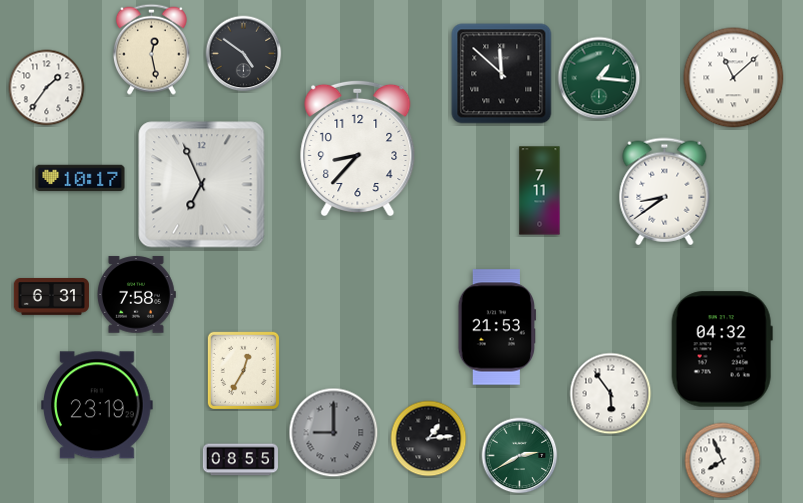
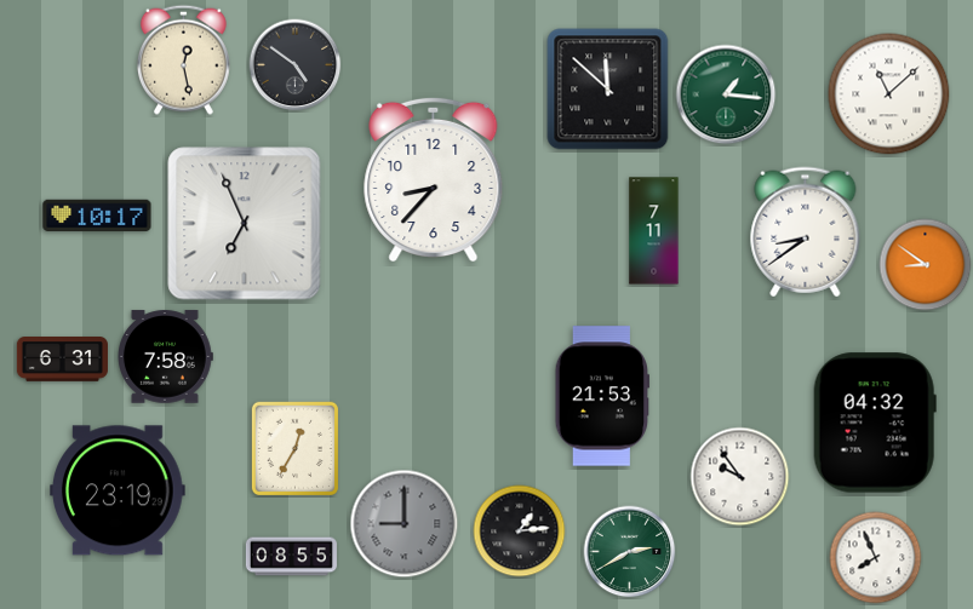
clock at (47, 88): 1:36 -> none
clock at (926, 265): none -> 8:51
clock at (611, 394): 5:54 -> 9:54
